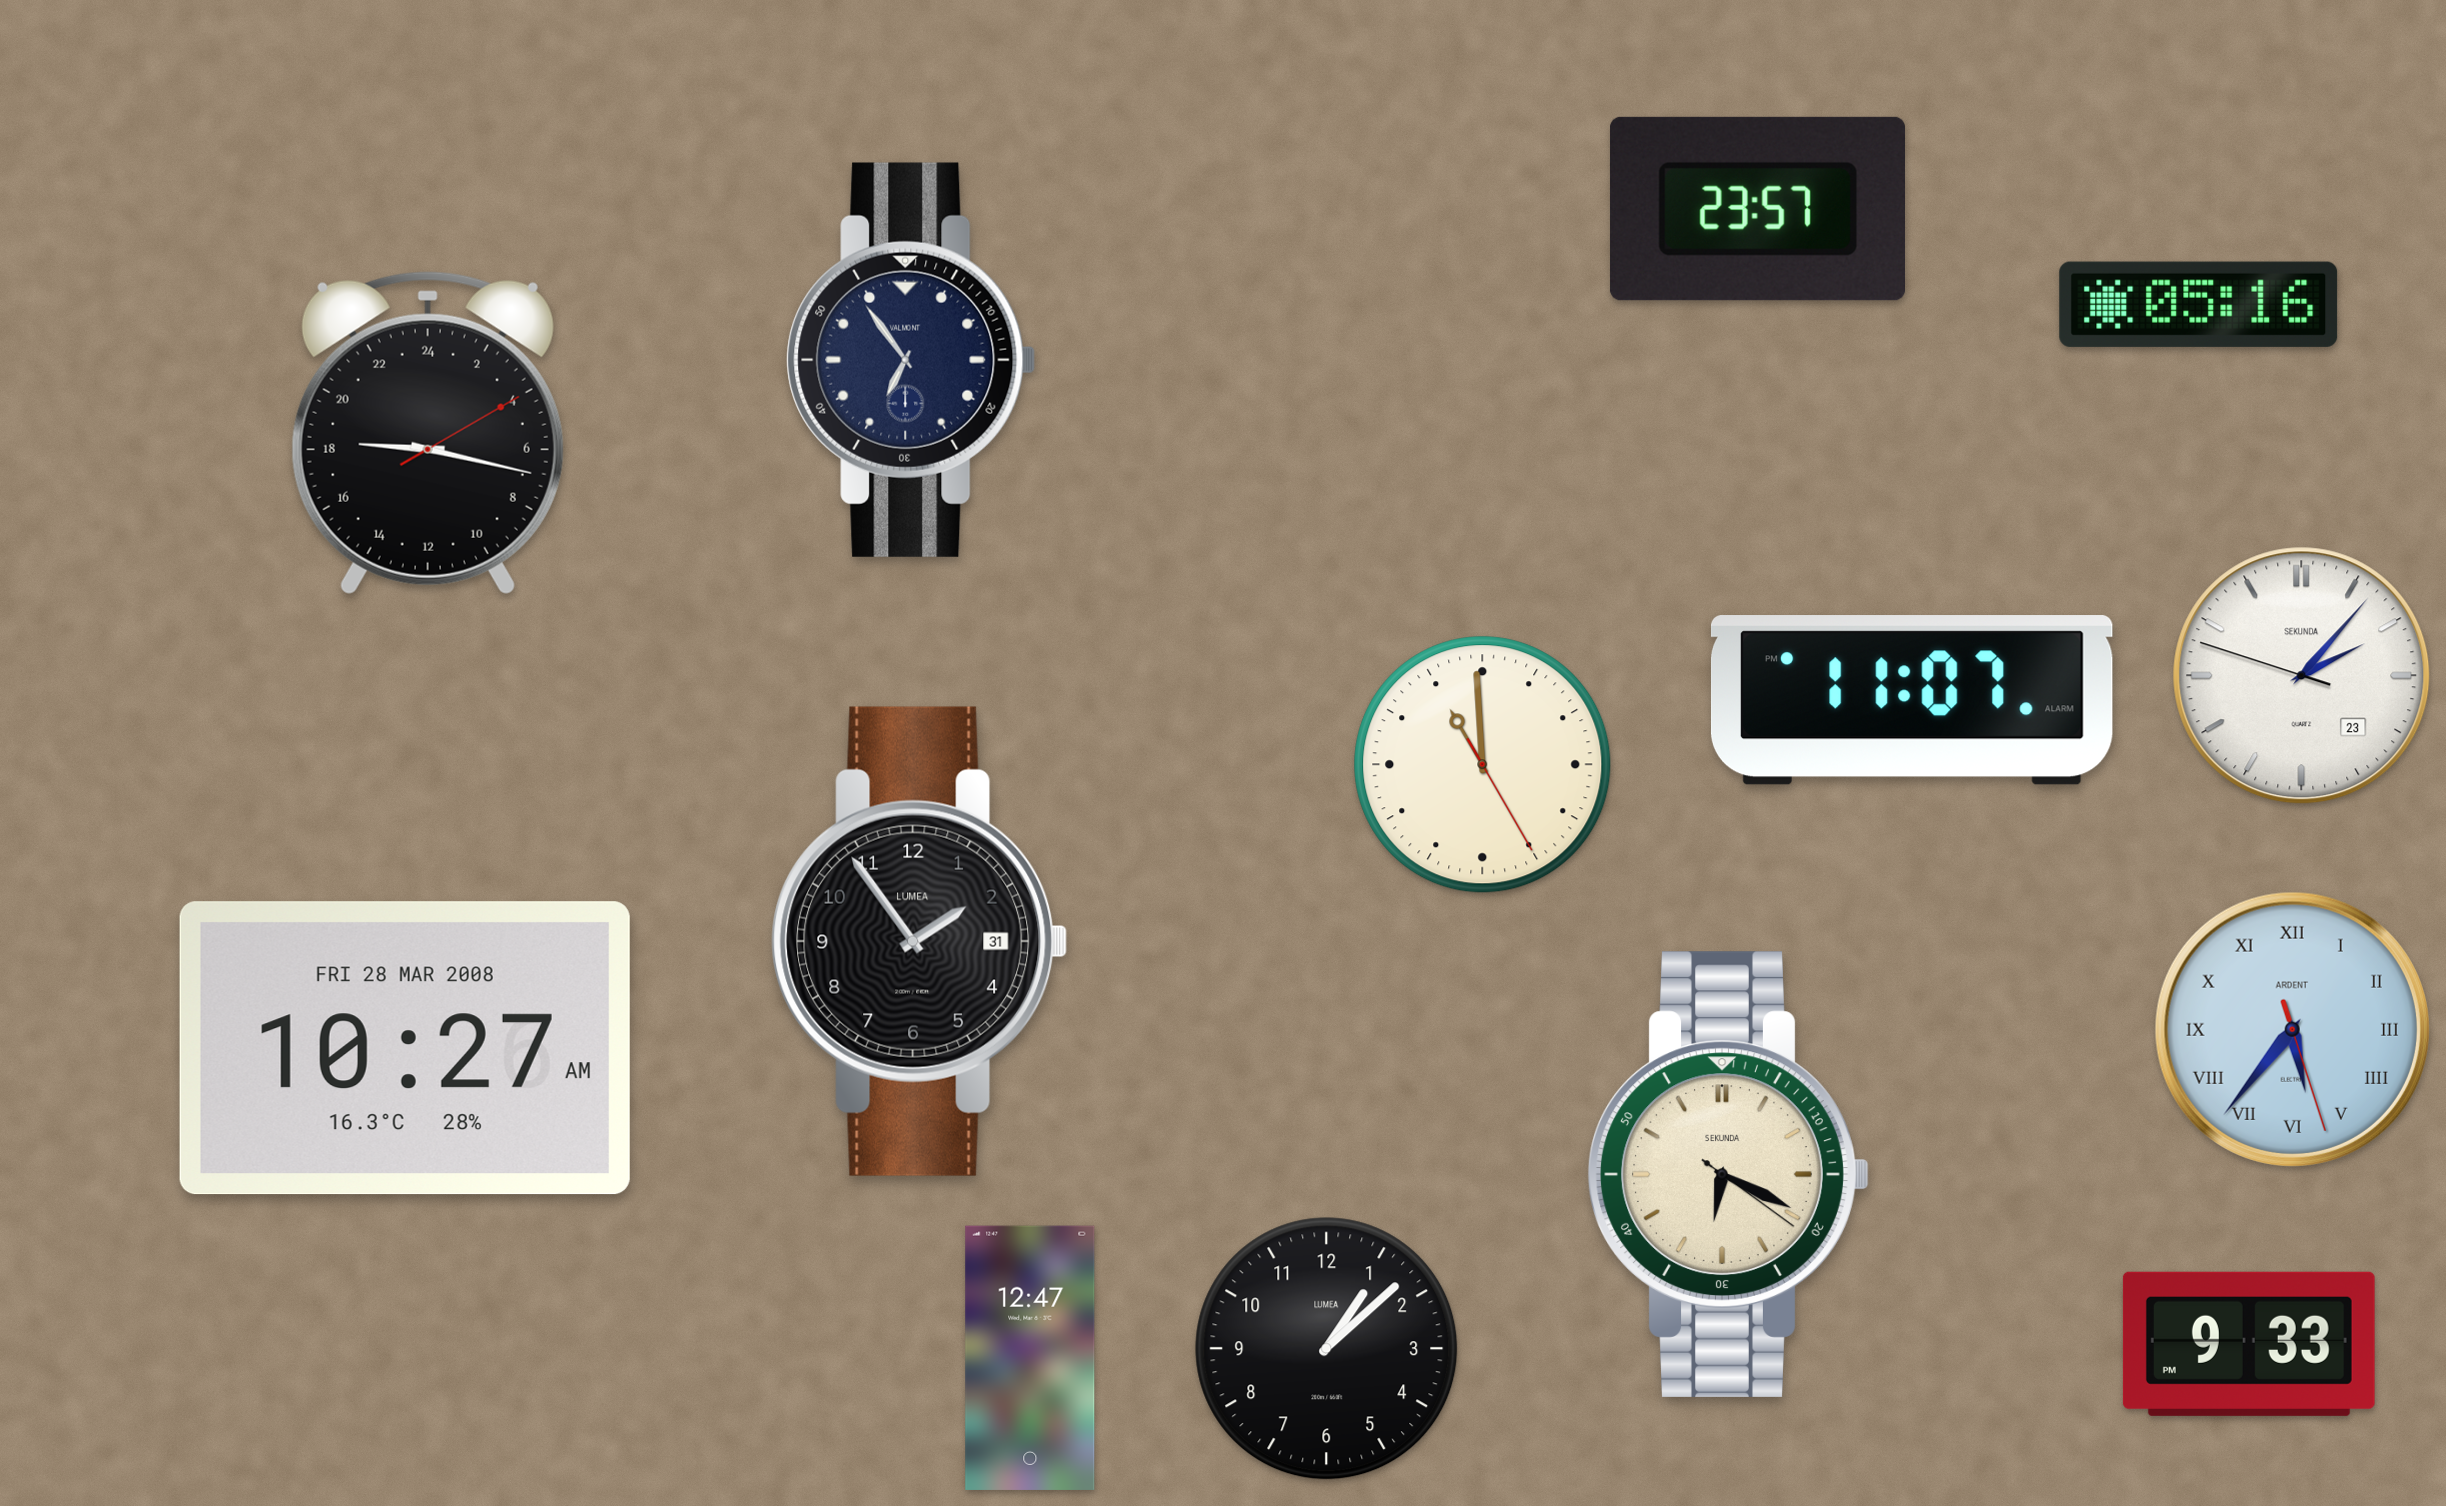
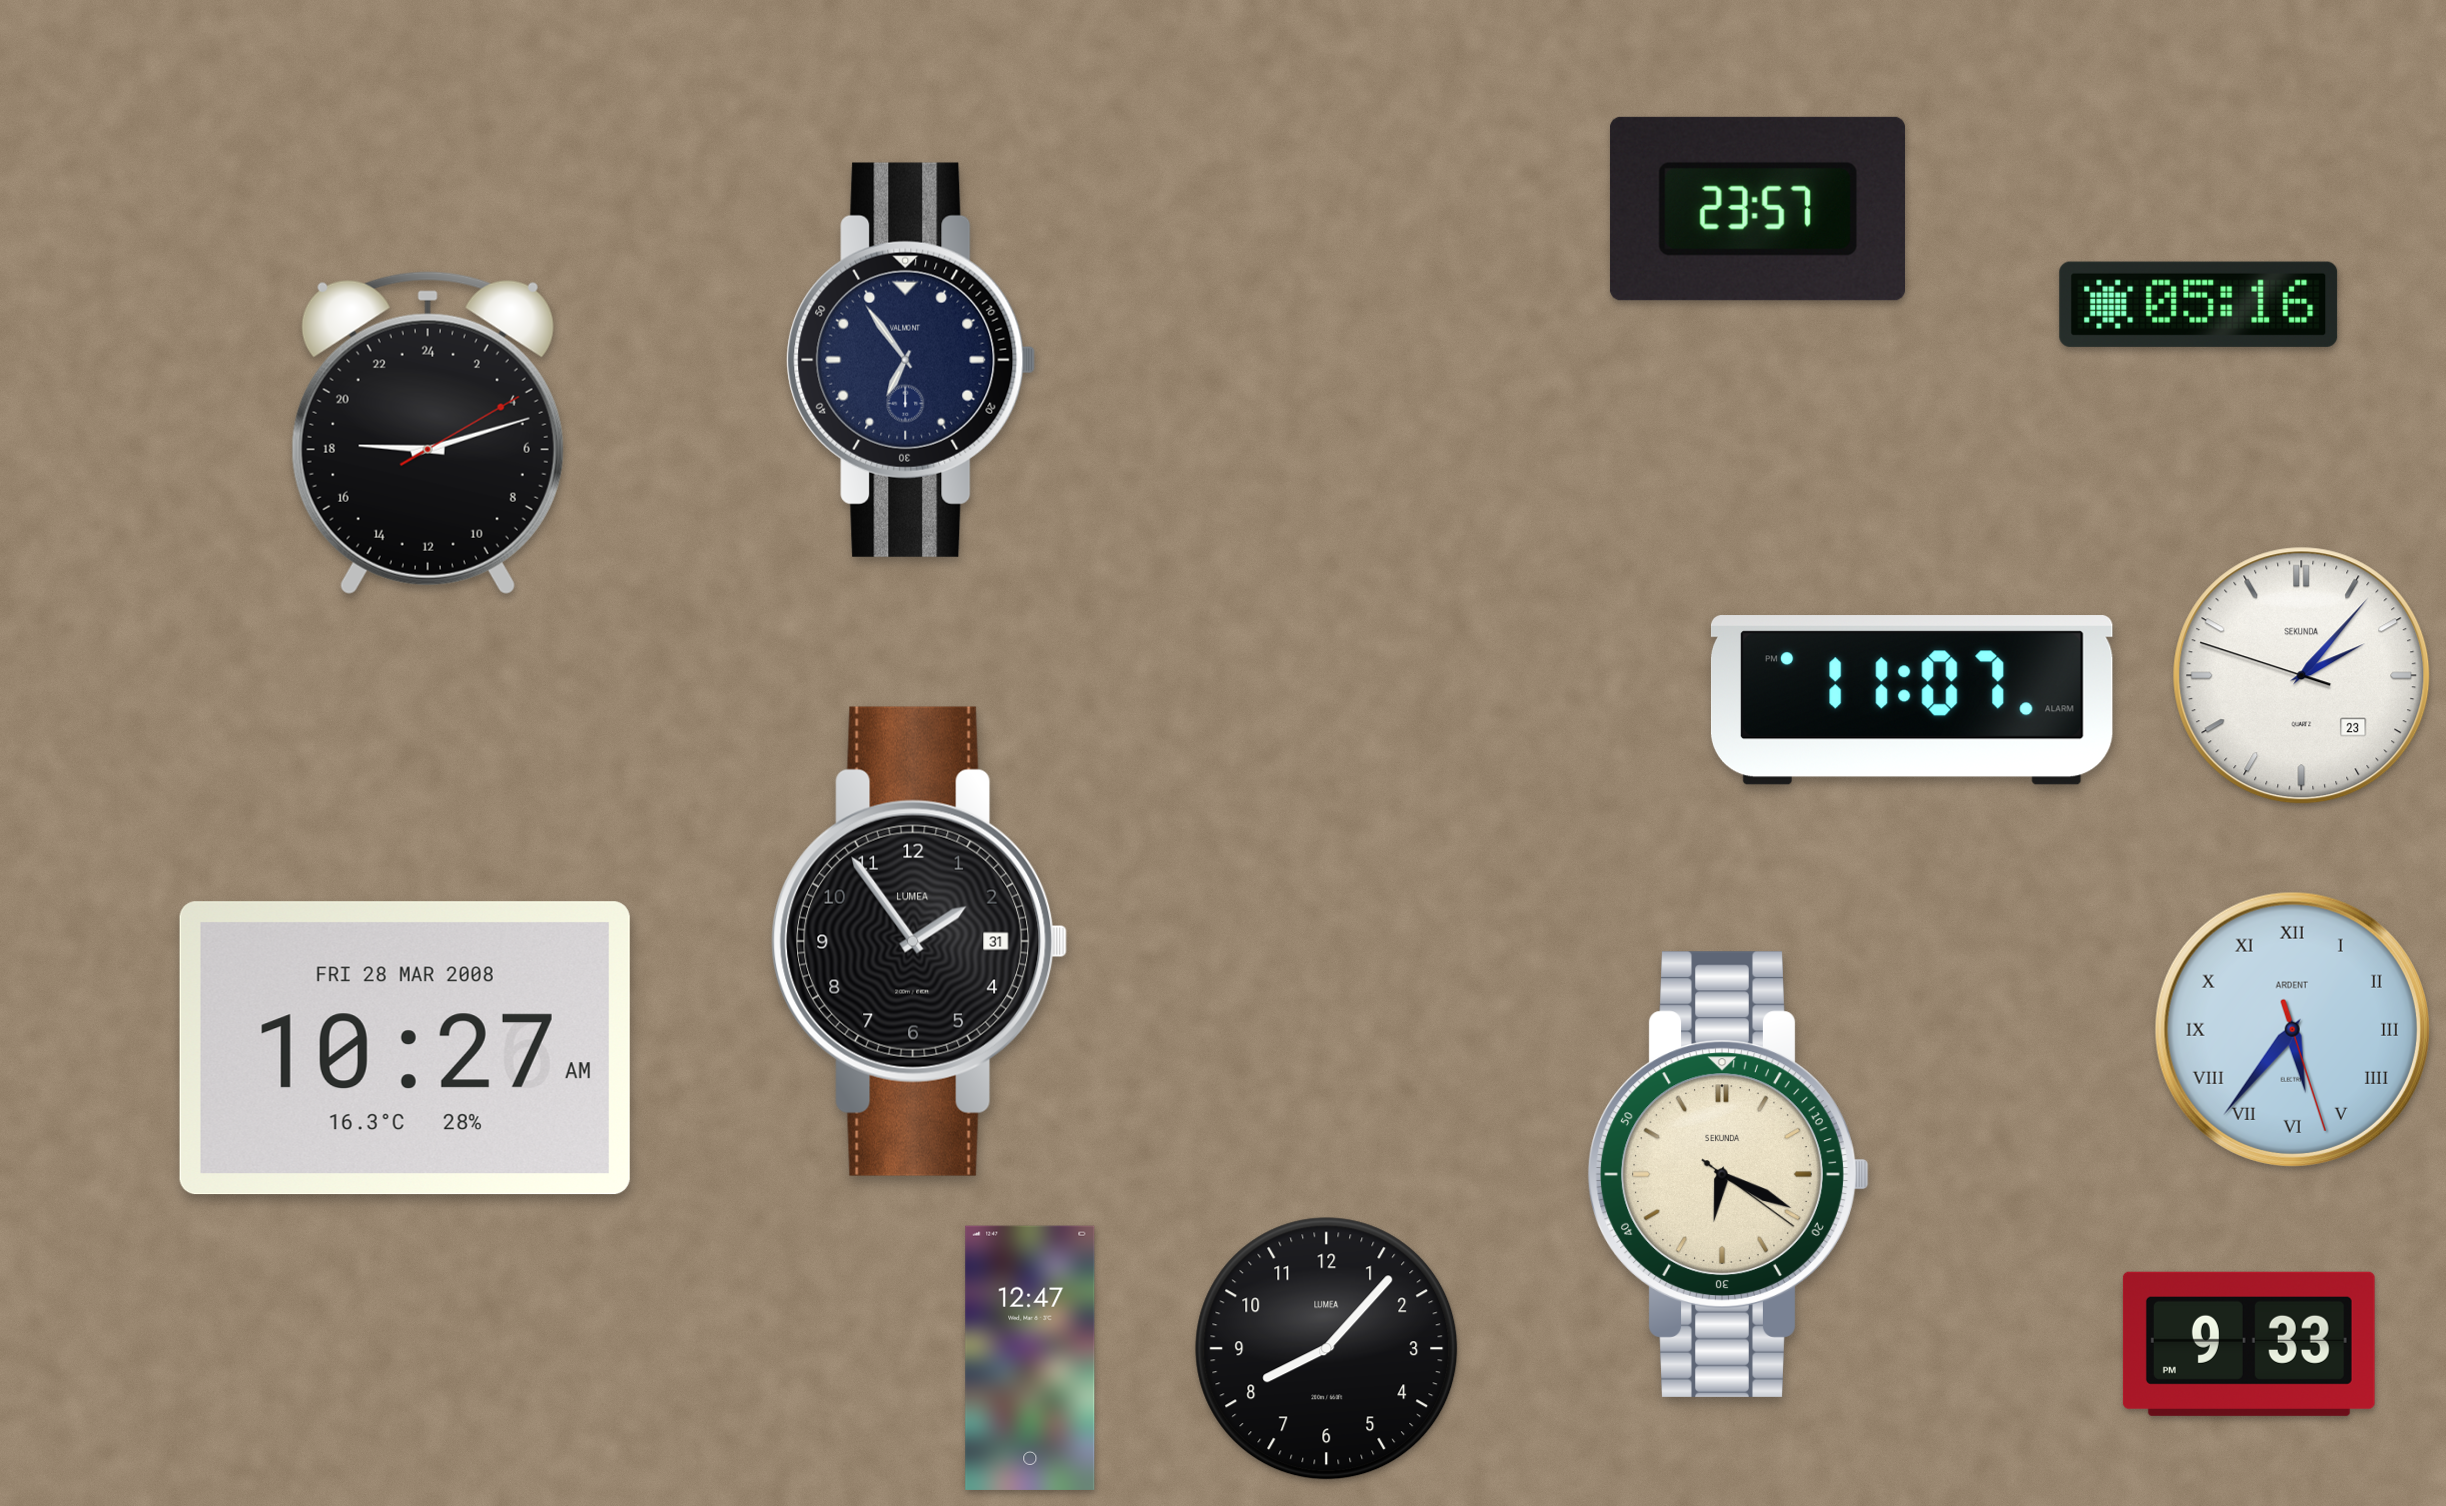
clock at (428, 433): 18:17 -> 18:12
clock at (1483, 765): 10:59 -> none
clock at (1327, 1349): 1:08 -> 8:07
